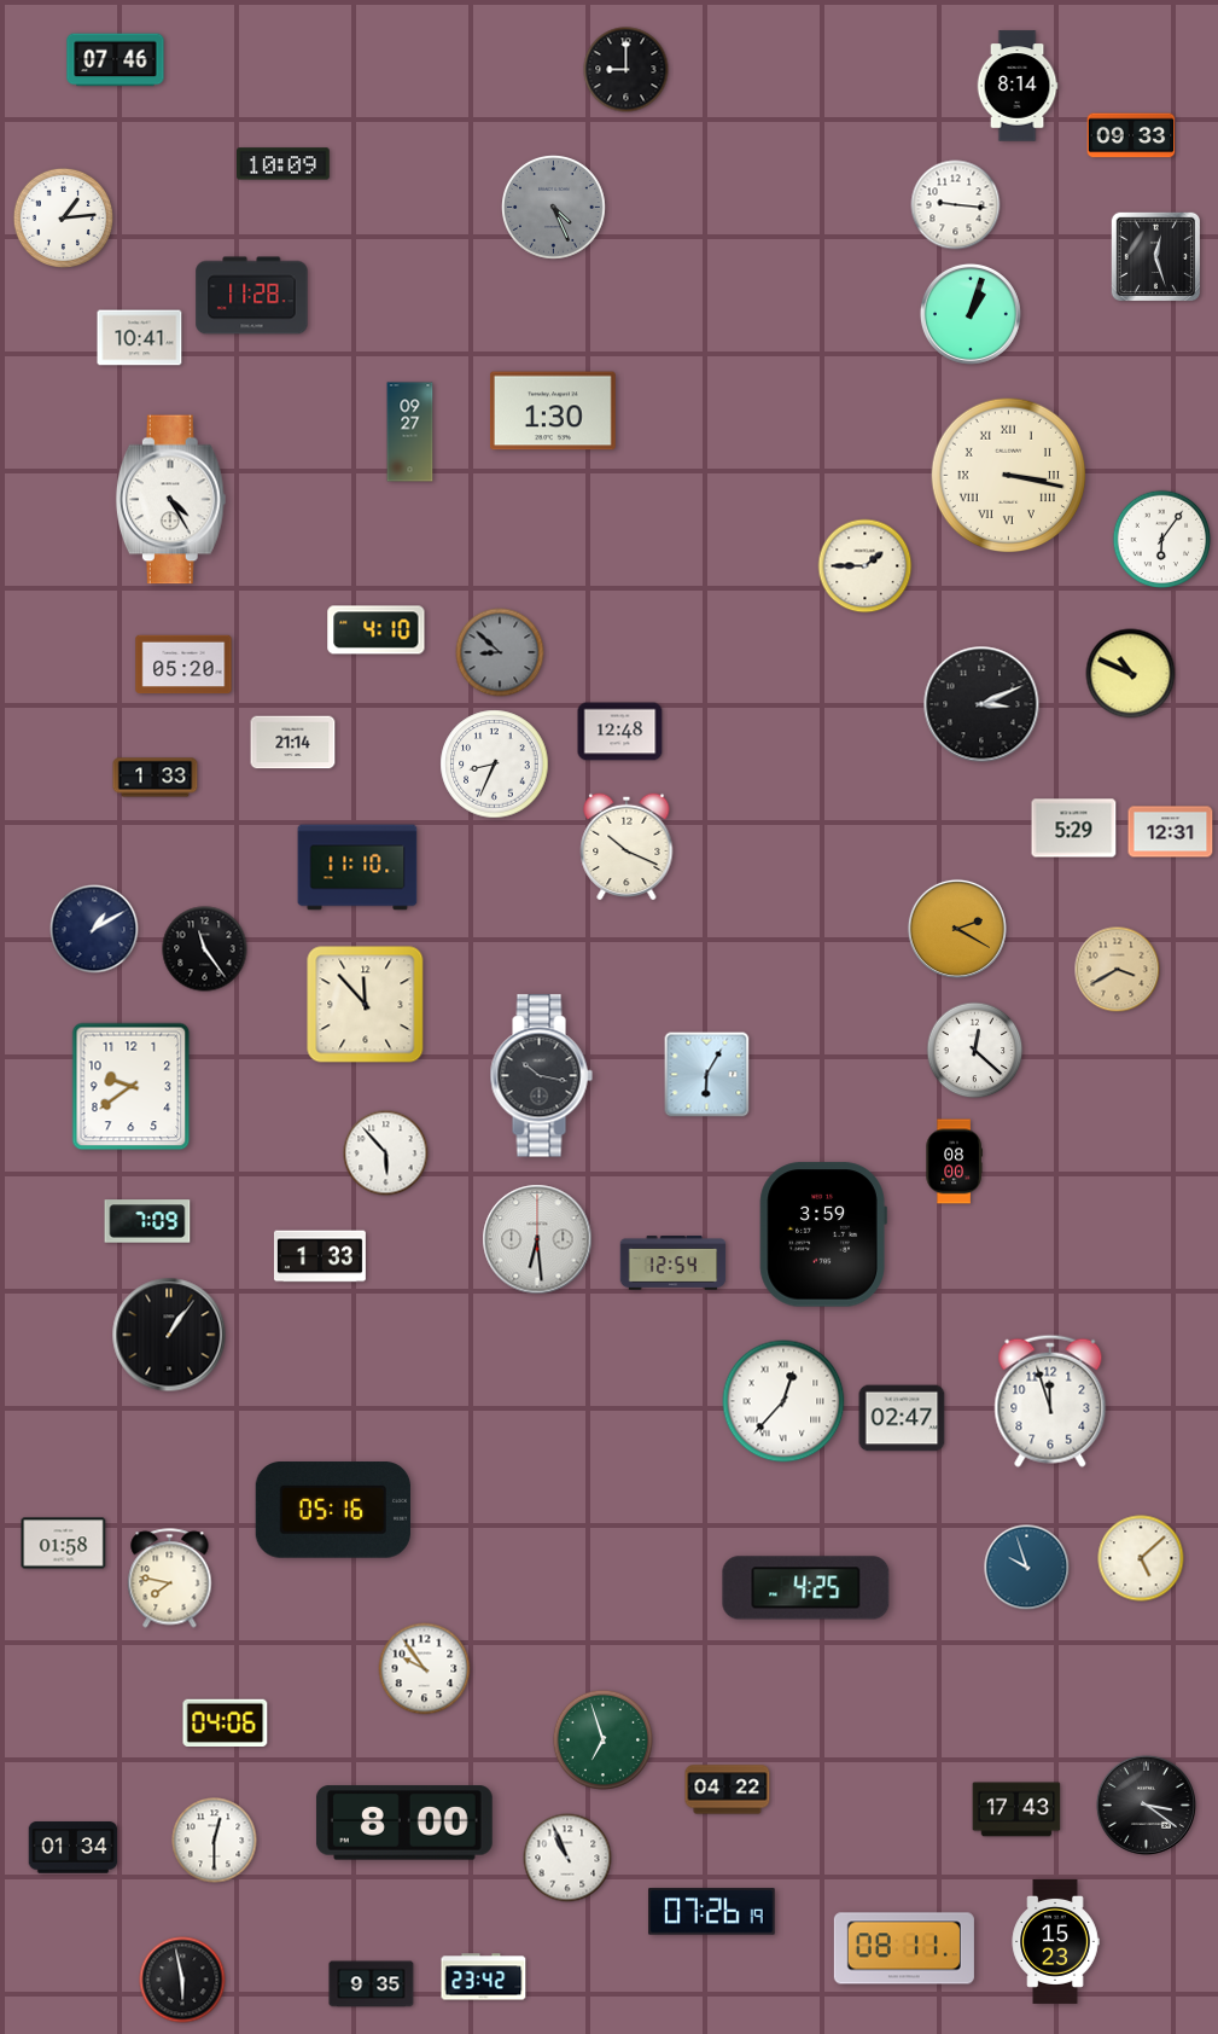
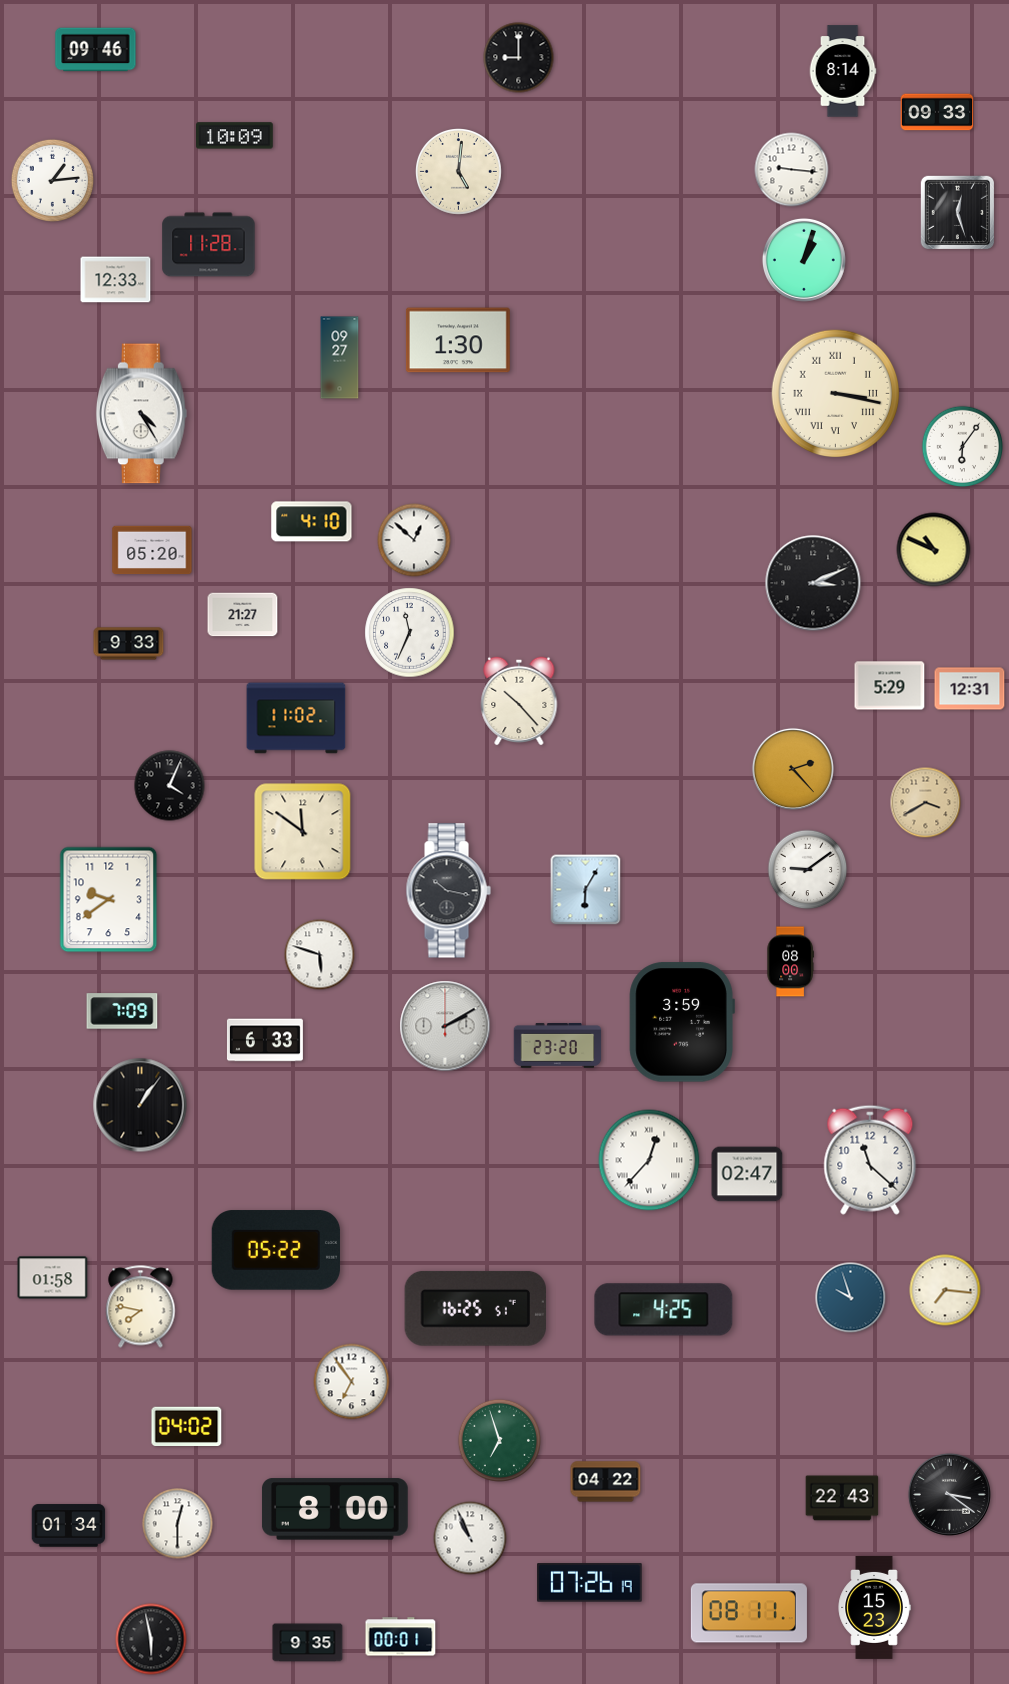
clock at (116, 60): 07:46 -> 09:46
clock at (554, 208): 4:26 -> 5:01
clock at (554, 208) dial: grey -> cream
clock at (140, 338): 10:41 -> 12:33
clock at (866, 566): 1:45 -> none
clock at (500, 652): 8:52 -> 12:52
clock at (500, 652) dial: grey -> white
clock at (1131, 674) position: (1131, 674) -> (934, 550)
clock at (620, 732): 12:48 -> none
clock at (293, 743): 21:14 -> 21:27
clock at (495, 765): 8:34 -> 11:34
clock at (156, 778): 1:33 -> 9:33
clock at (627, 847): 10:19 -> 10:23
clock at (357, 867): 11:10 -> 11:02
clock at (94, 929): 1:10 -> none
clock at (957, 929): 2:20 -> 2:23
clock at (205, 949): 11:24 -> 4:04
clock at (366, 1005): 11:53 -> 11:51
clock at (975, 1051): 12:22 -> 9:09
clock at (386, 1153): 5:53 -> 5:48
clock at (537, 1239): 6:29 -> 2:10
clock at (320, 1256): 1:33 -> 6:33
clock at (674, 1263): 12:54 -> 23:20
clock at (1050, 1401): 11:57 -> 11:22
clock at (333, 1510): 05:16 -> 05:22
clock at (1141, 1558): 5:08 -> 7:16
clock at (475, 1308): none -> 16:25
clock at (806, 1588) position: (806, 1588) -> (664, 1310)
clock at (425, 1669): 9:54 -> 6:54
clock at (226, 1722): 04:06 -> 04:02
clock at (728, 1790) position: (728, 1790) -> (606, 1482)
clock at (1016, 1809): 17:43 -> 22:43
clock at (74, 1848) position: (74, 1848) -> (69, 1526)
clock at (484, 1977): 23:42 -> 00:01
